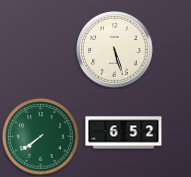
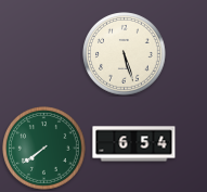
clock at (124, 133): 6:52 -> 6:54
